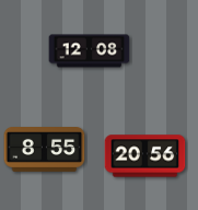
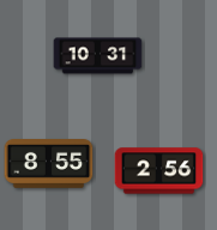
clock at (90, 51): 12:08 -> 10:31
clock at (145, 156): 20:56 -> 2:56
